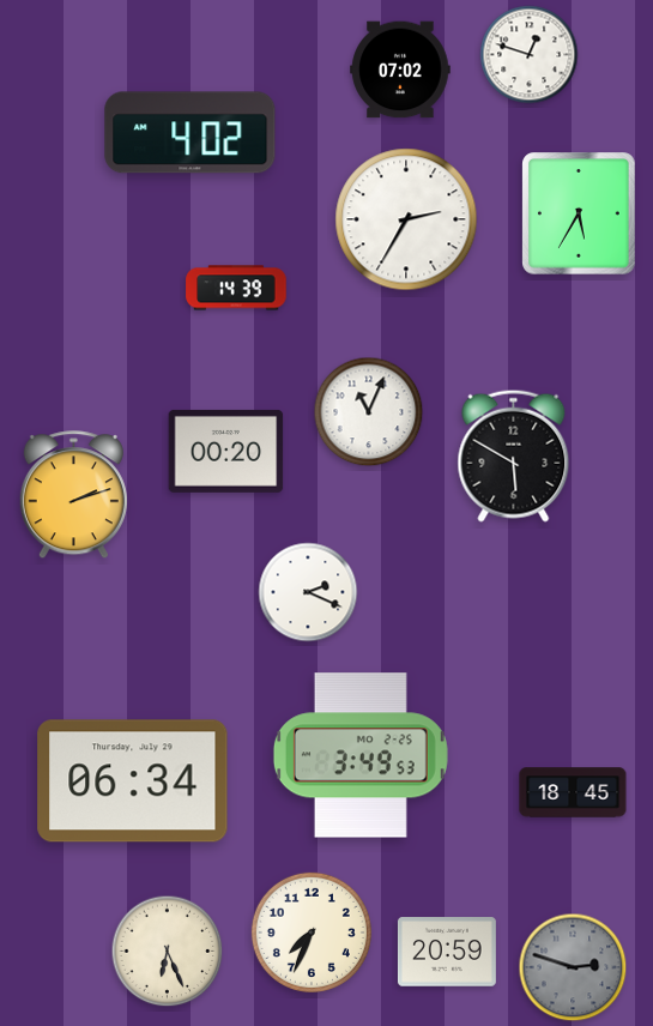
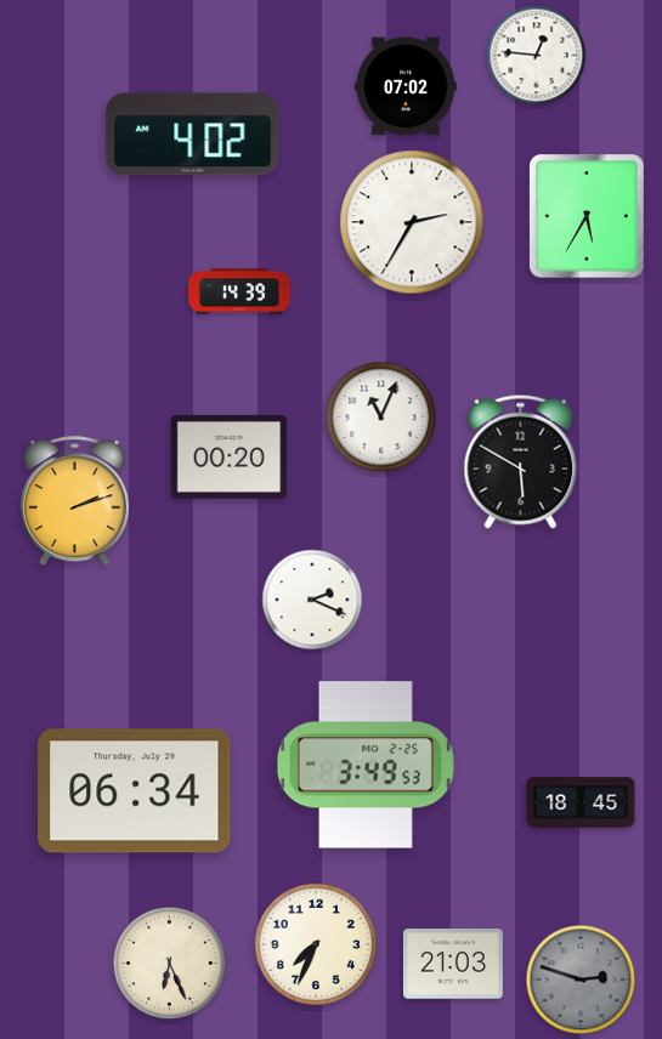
clock at (530, 55): 12:48 -> 12:46
clock at (400, 70) position: (400, 70) -> (406, 86)
clock at (369, 412) position: (369, 412) -> (381, 418)
clock at (447, 952): 20:59 -> 21:03
